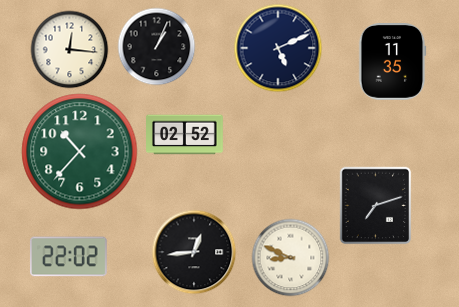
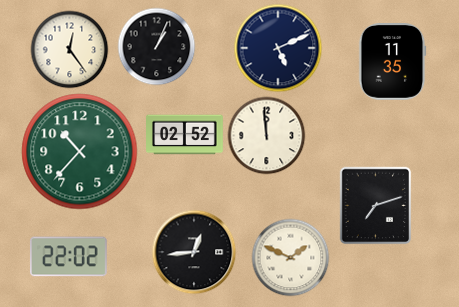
clock at (69, 49): 12:16 -> 12:24
clock at (266, 135): none -> 11:59
clock at (290, 257): 8:49 -> 1:49
